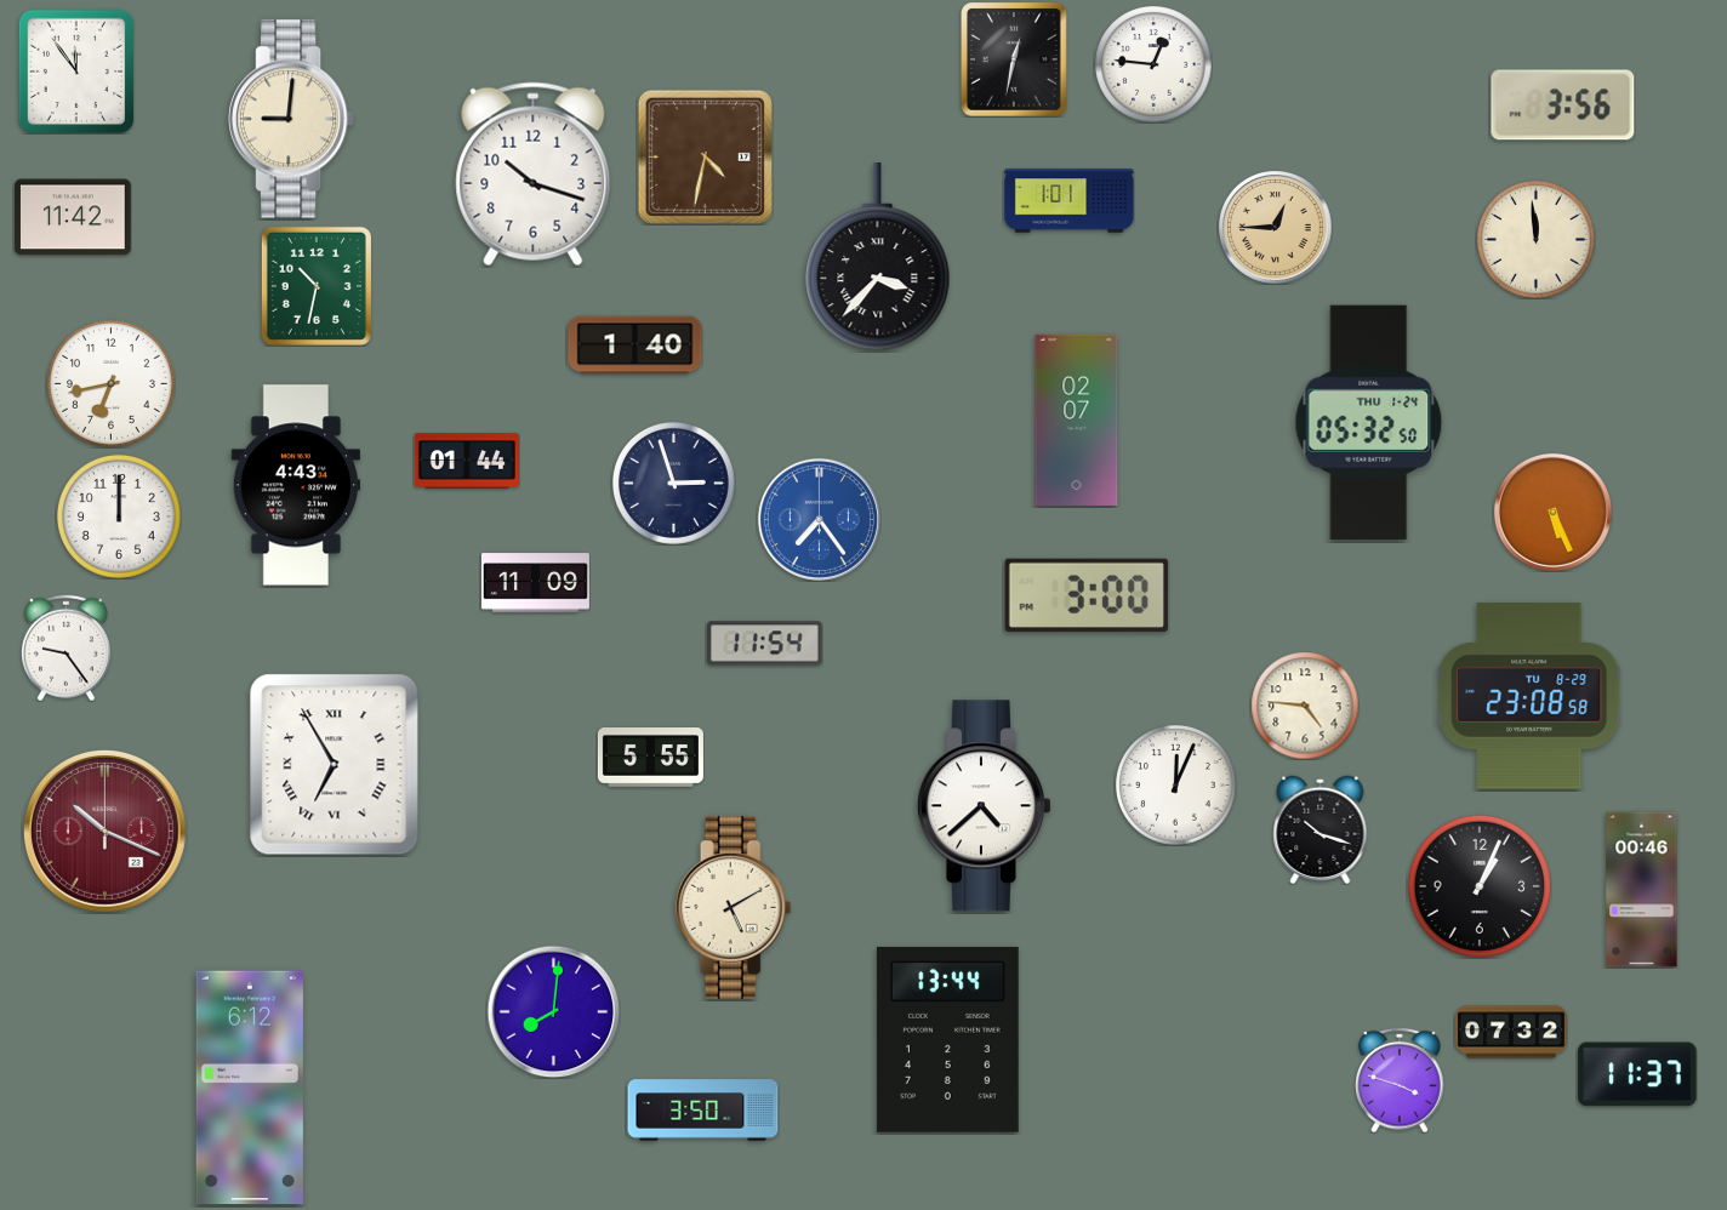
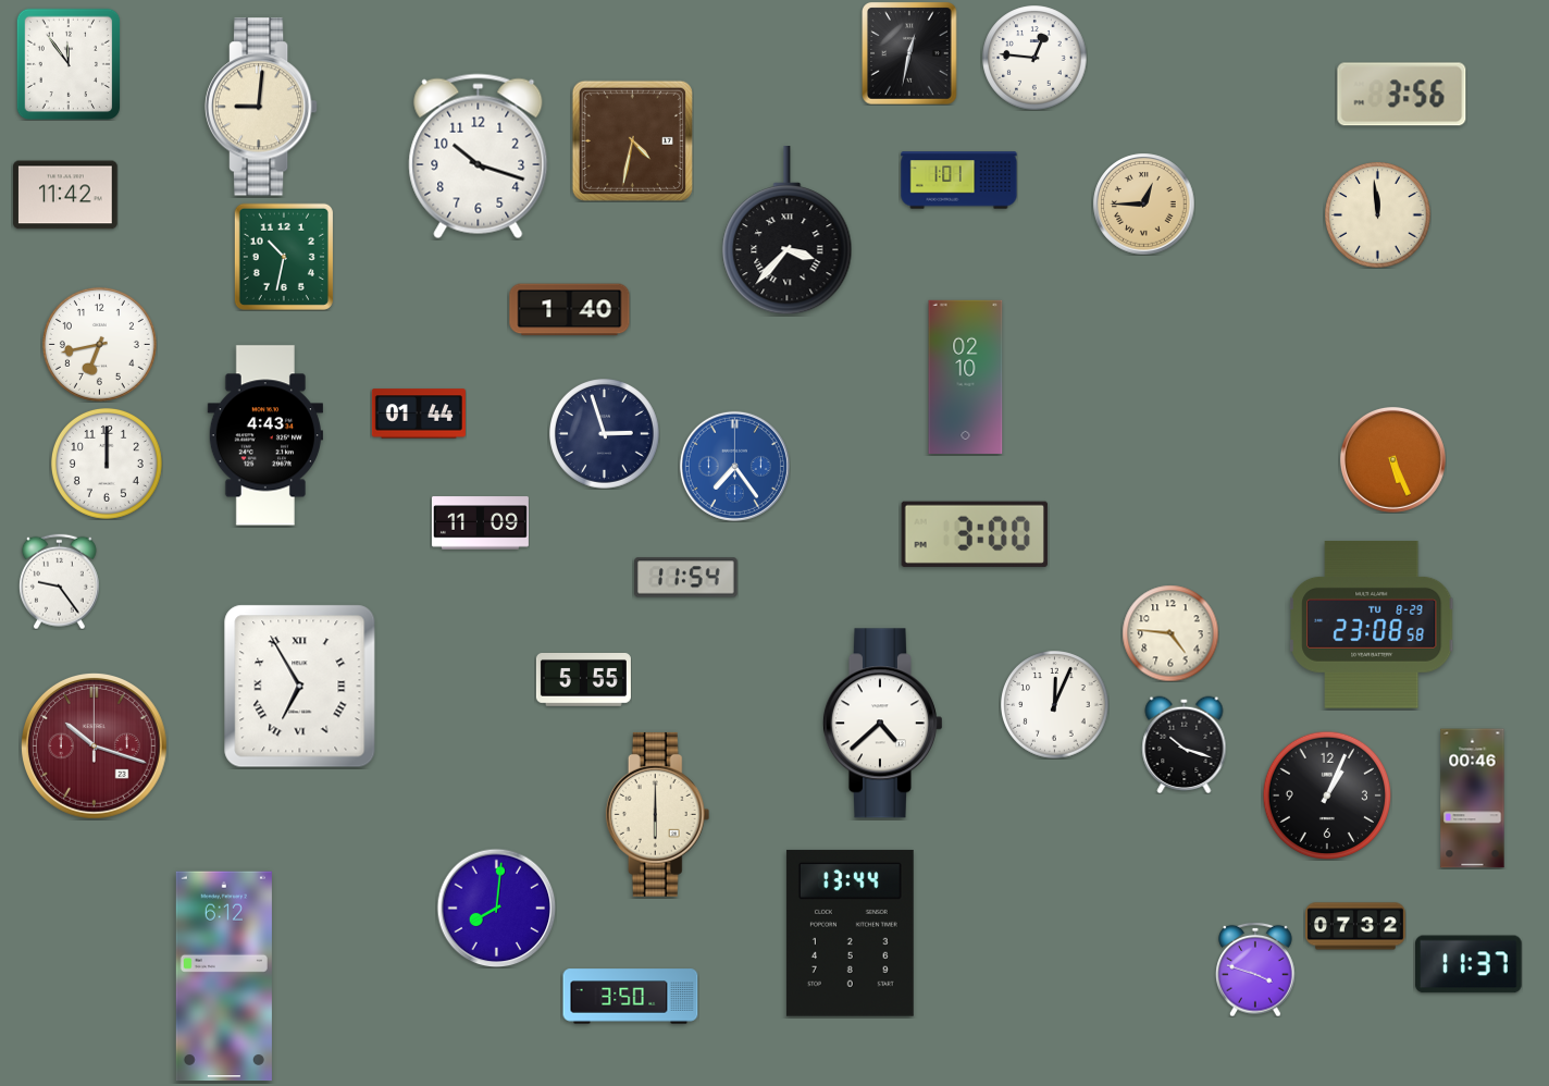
clock at (1077, 419): 02:07 -> 02:10
clock at (1369, 422): 05:32 -> none
clock at (106, 832): 10:19 -> 10:18
clock at (734, 907): 5:10 -> 6:00
